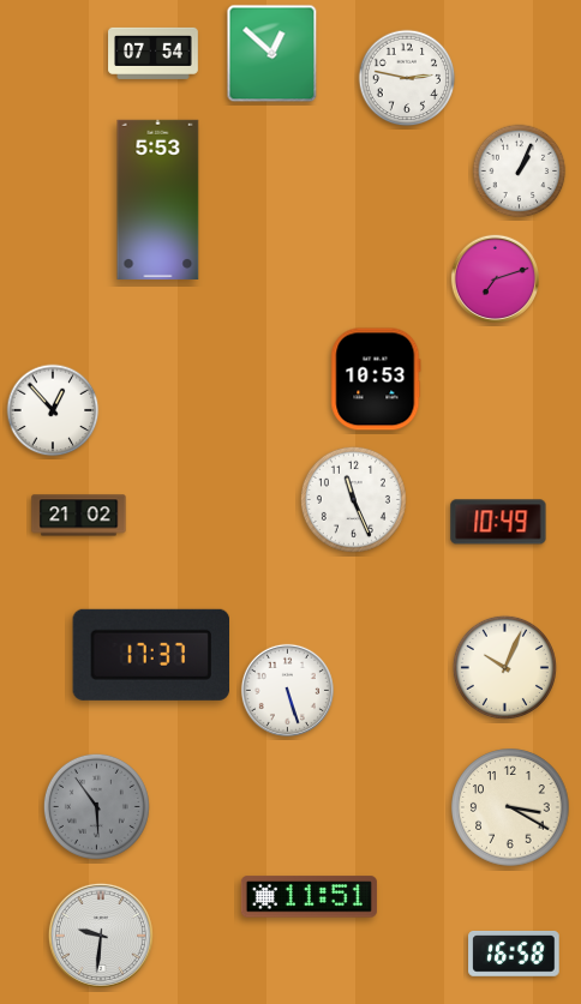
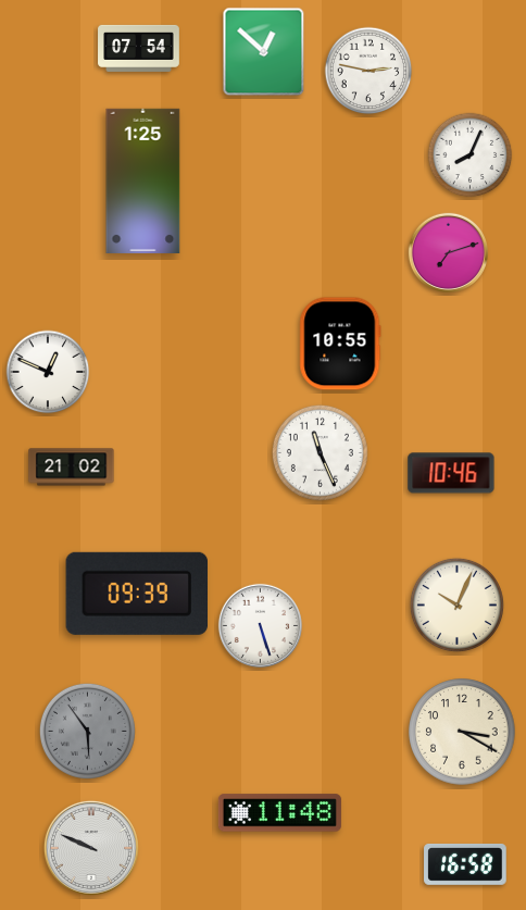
clock at (272, 54) position: (272, 54) -> (264, 52)
clock at (520, 172): 1:04 -> 8:04
clock at (158, 199): 5:53 -> 1:25
clock at (376, 379): 10:53 -> 10:55
clock at (53, 410): 12:53 -> 12:49
clock at (498, 522): 10:49 -> 10:46
clock at (150, 655): 17:37 -> 09:39
clock at (309, 897): 11:51 -> 11:48
clock at (101, 936): 9:31 -> 9:49
